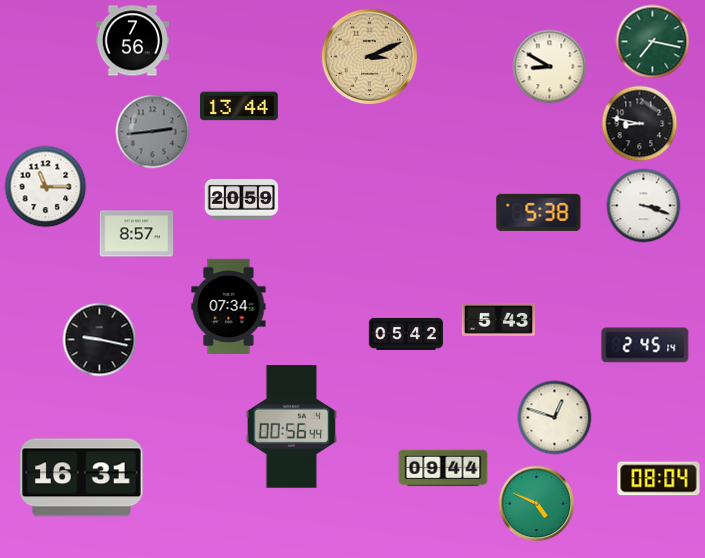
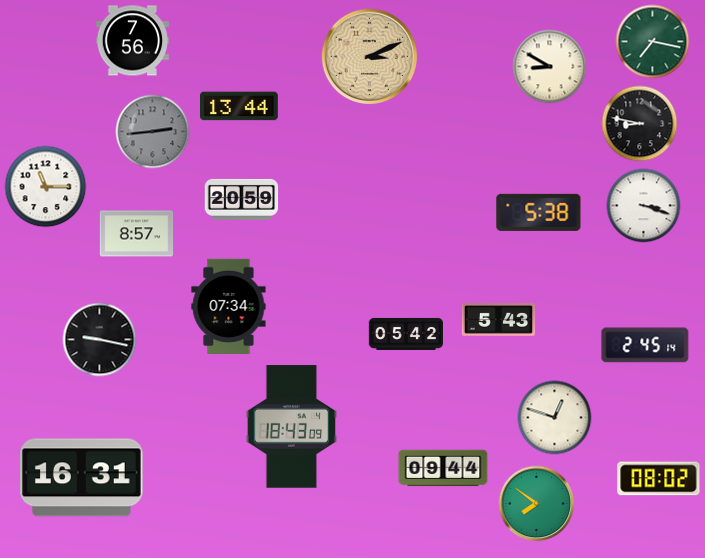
clock at (291, 427): 00:56 -> 18:43
clock at (659, 479): 08:04 -> 08:02
clock at (537, 504): 4:49 -> 7:51
